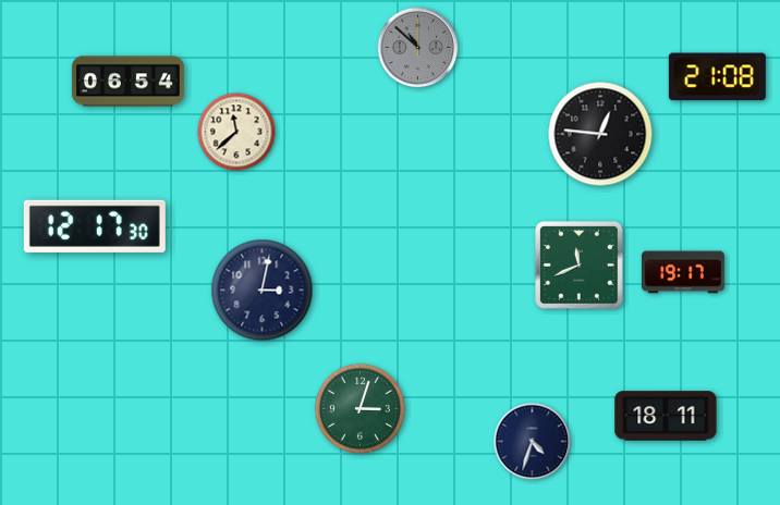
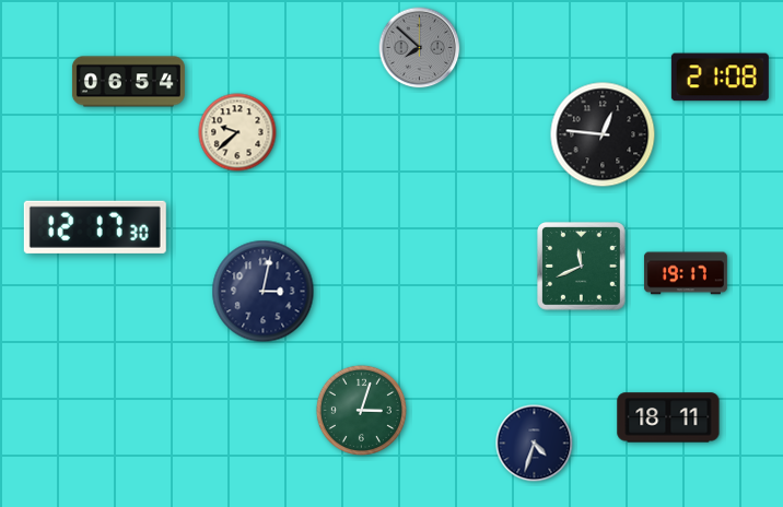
clock at (418, 48): 10:52 -> 7:52
clock at (236, 132): 11:38 -> 9:38
